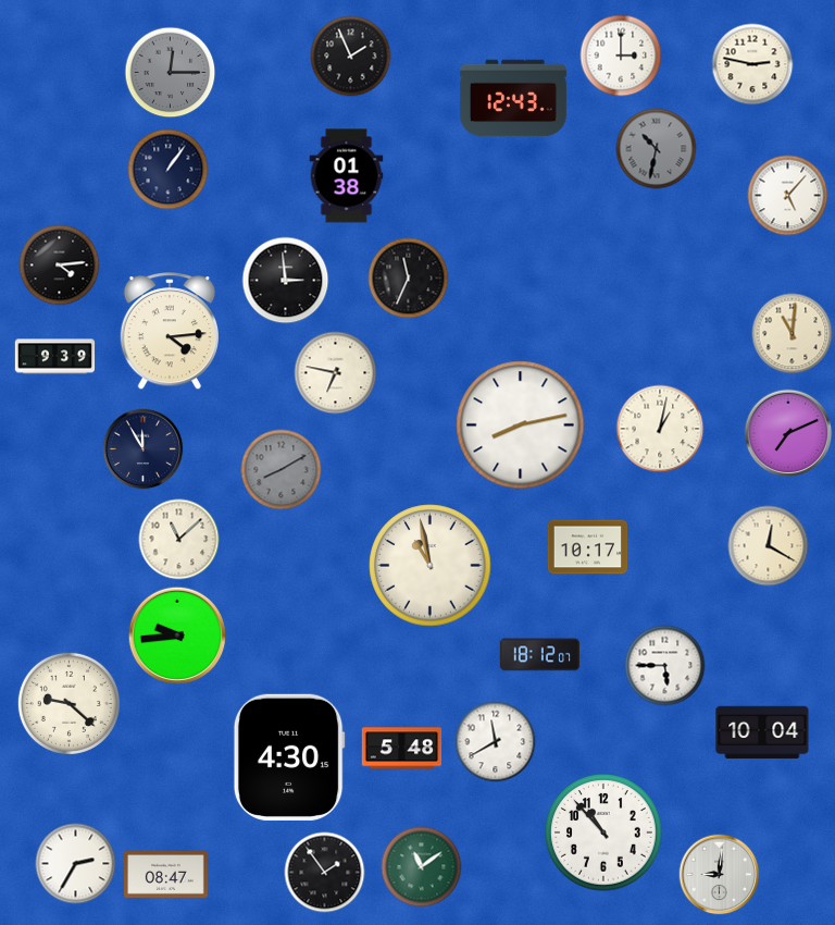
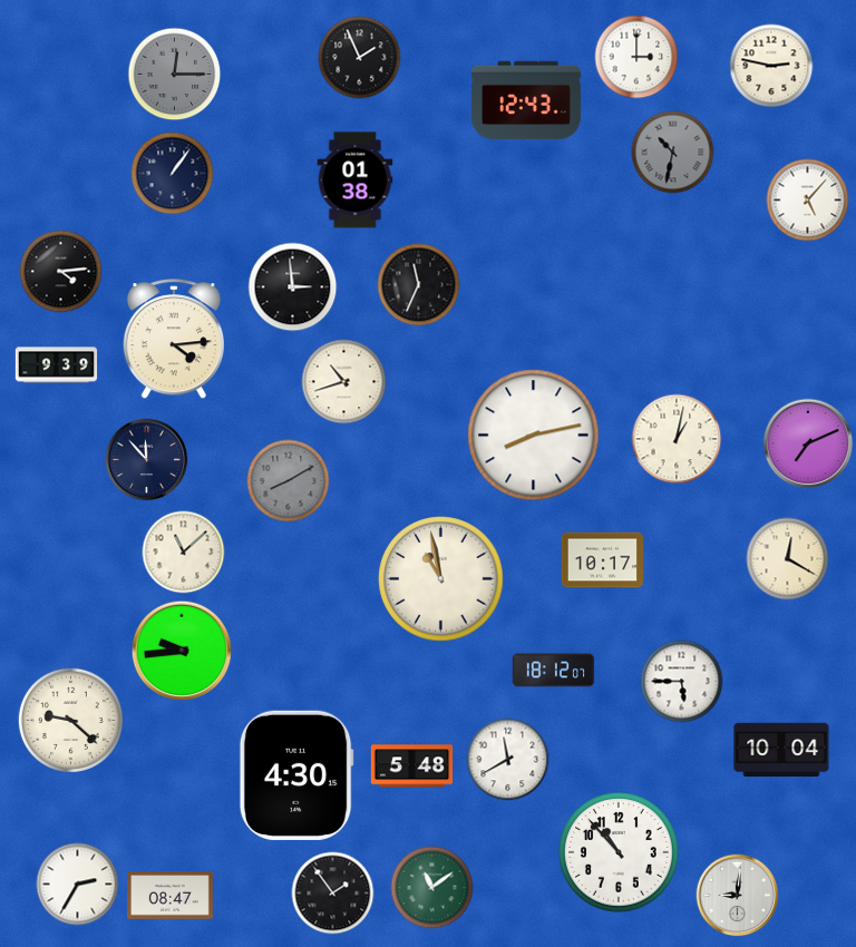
clock at (793, 334): 11:01 -> none
clock at (336, 373): 6:47 -> 10:42
clock at (144, 449): 11:55 -> 11:53
